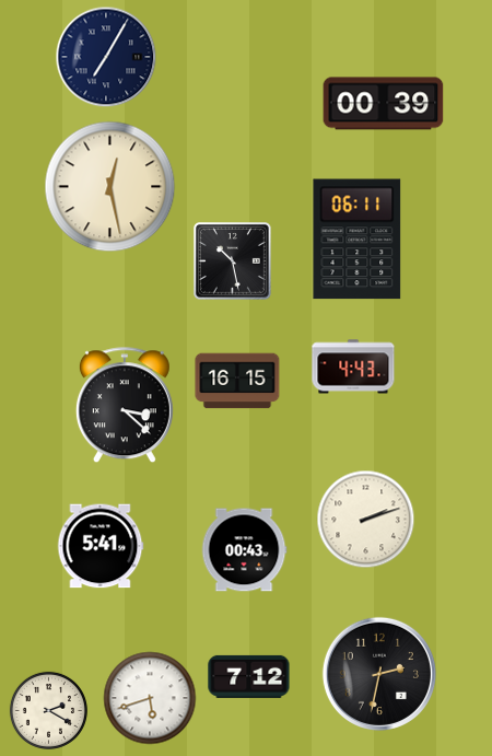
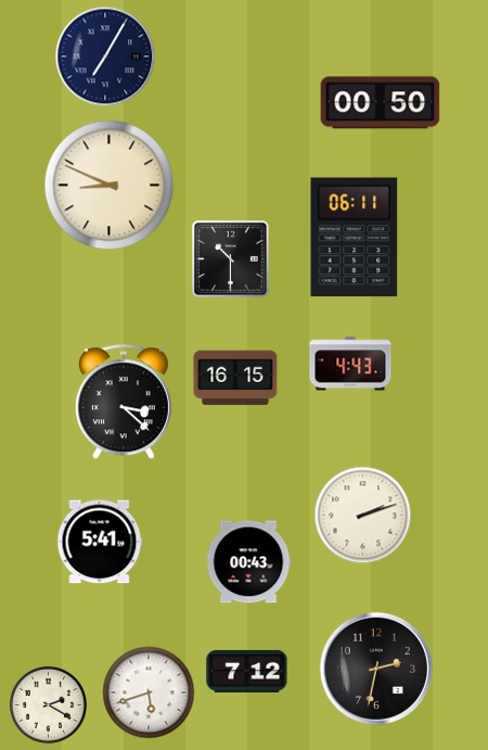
clock at (384, 104): 00:39 -> 00:50
clock at (110, 187): 12:28 -> 8:49
clock at (233, 261): 10:28 -> 10:30
clock at (244, 550) position: (244, 550) -> (248, 562)
